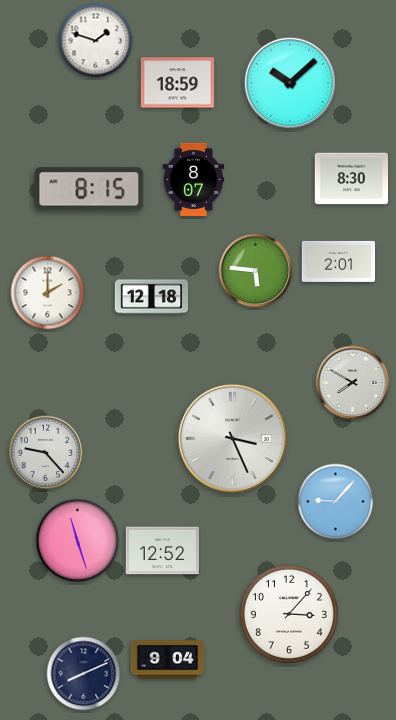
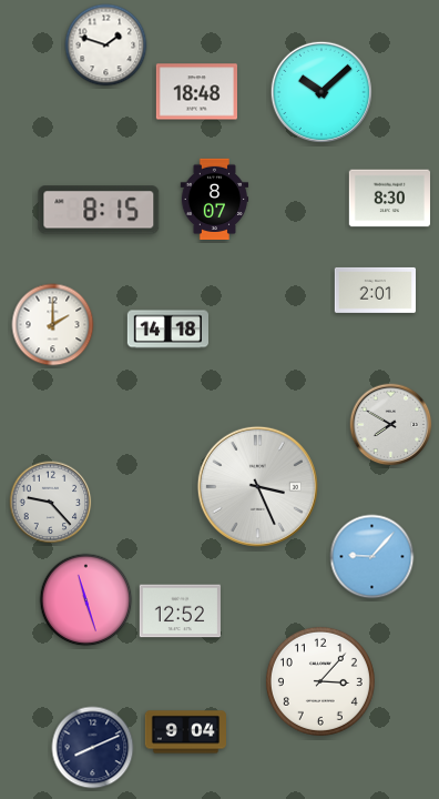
clock at (177, 83): 18:59 -> 18:48
clock at (256, 271): 5:46 -> none
clock at (151, 297): 12:18 -> 14:18
